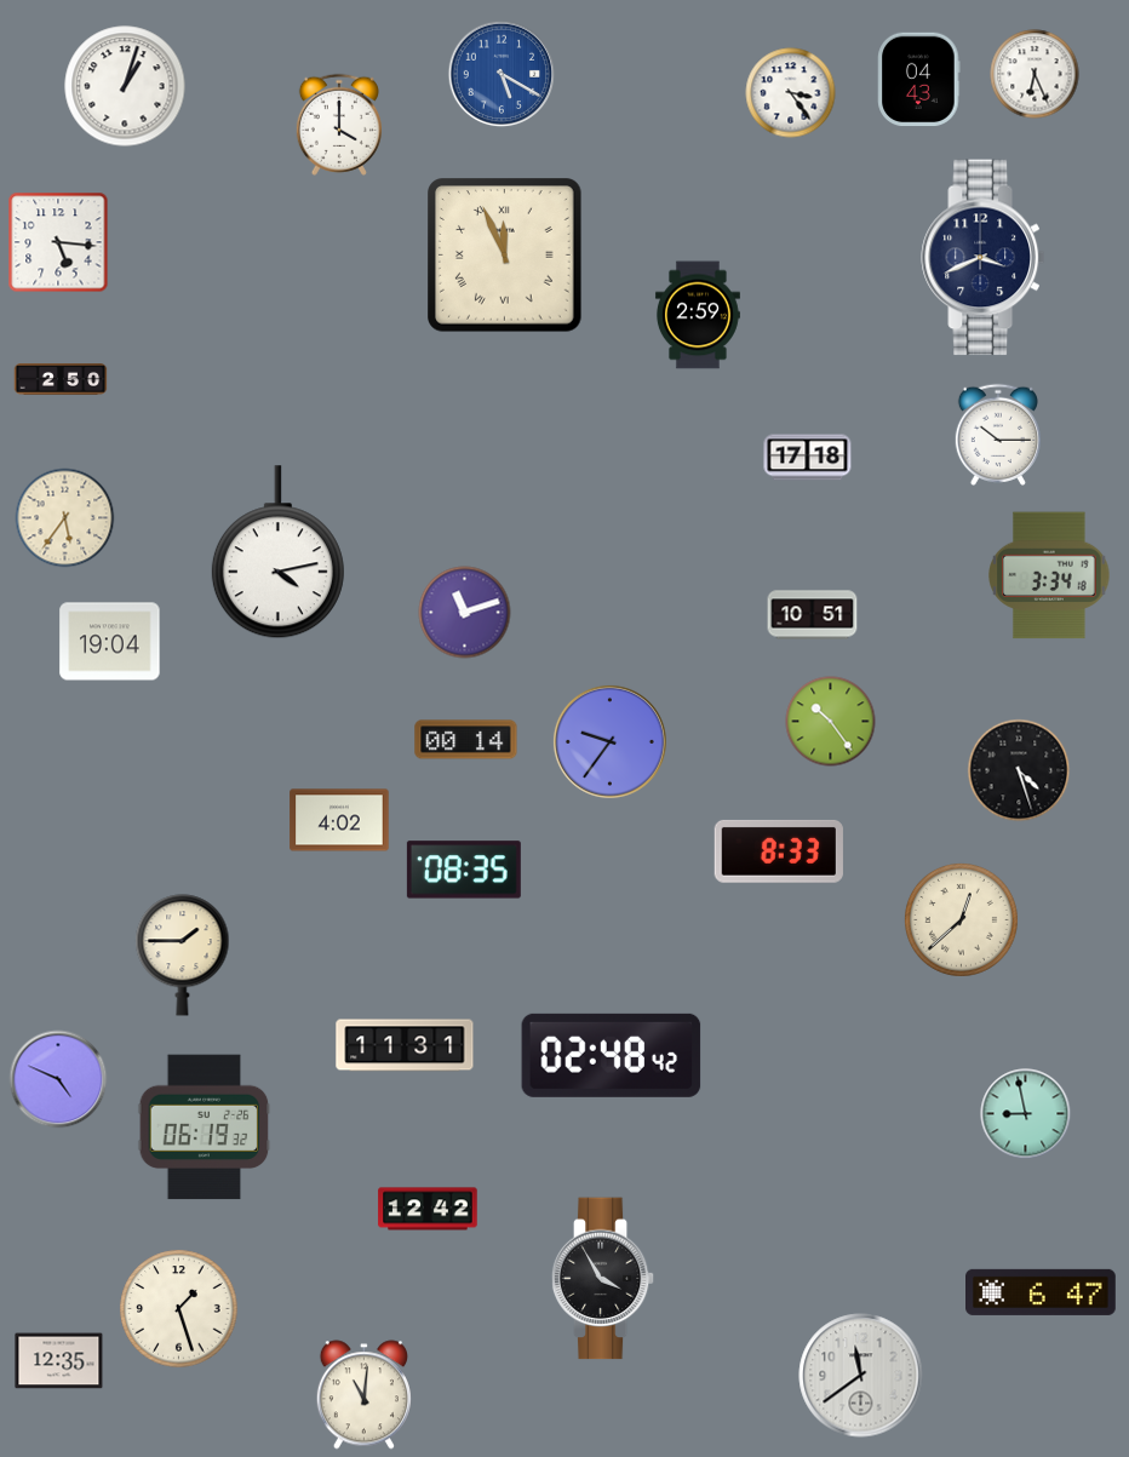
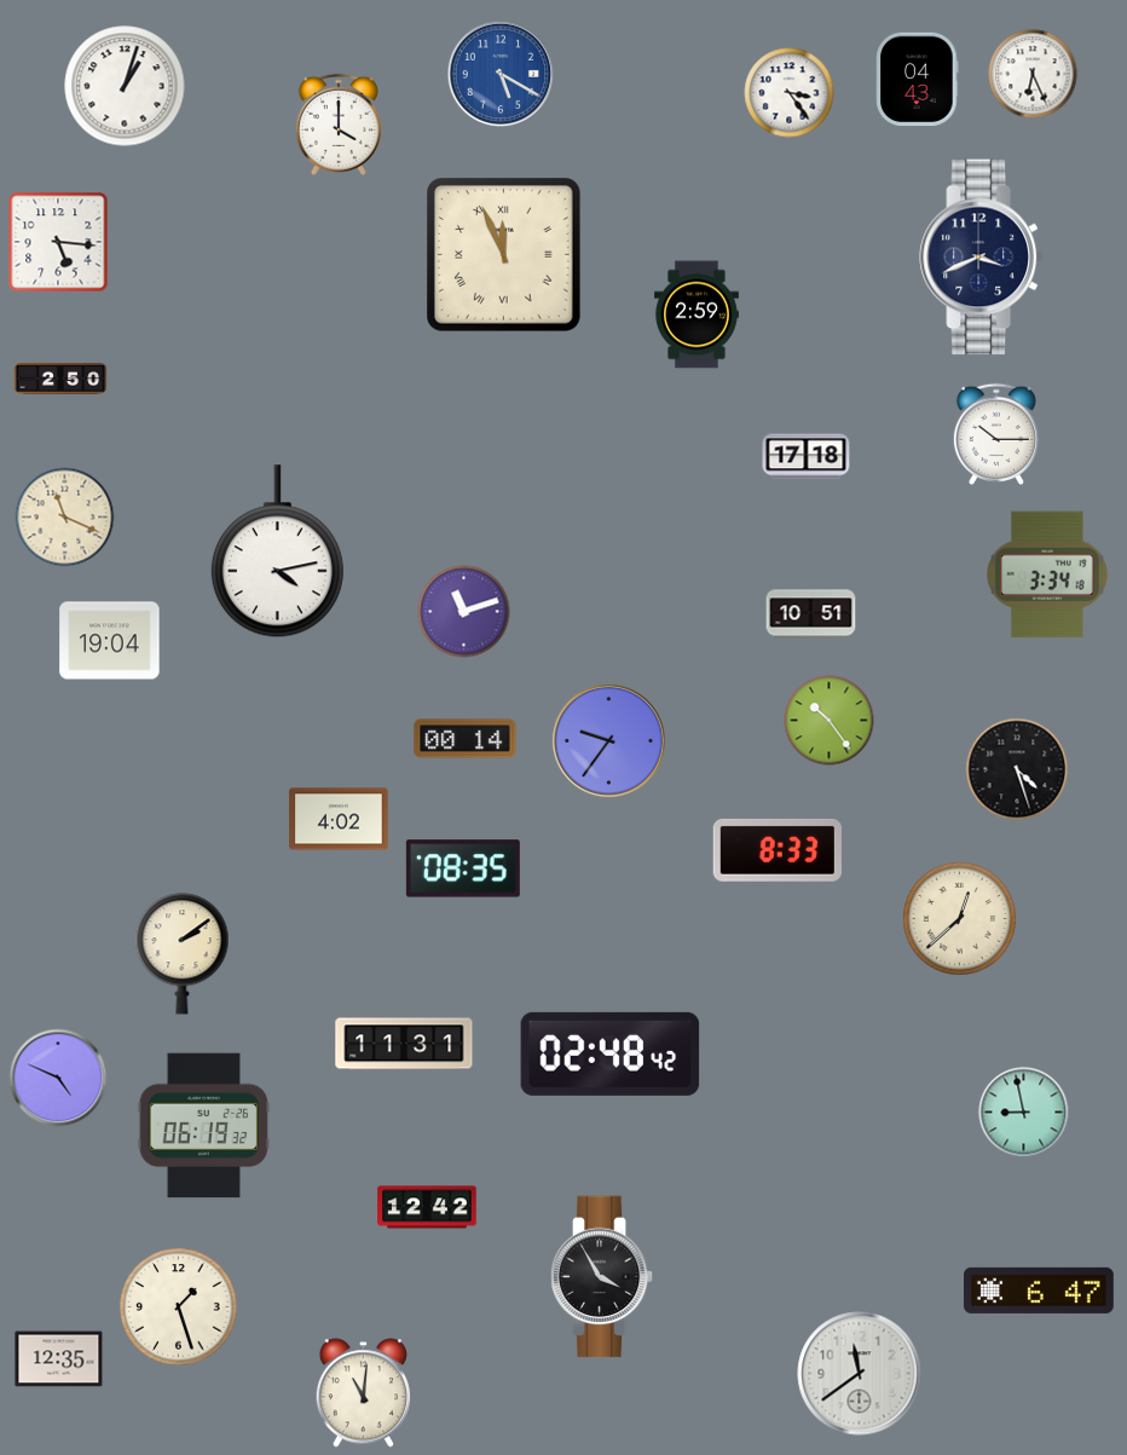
clock at (65, 518): 5:36 -> 11:19
clock at (183, 956): 1:45 -> 2:09
